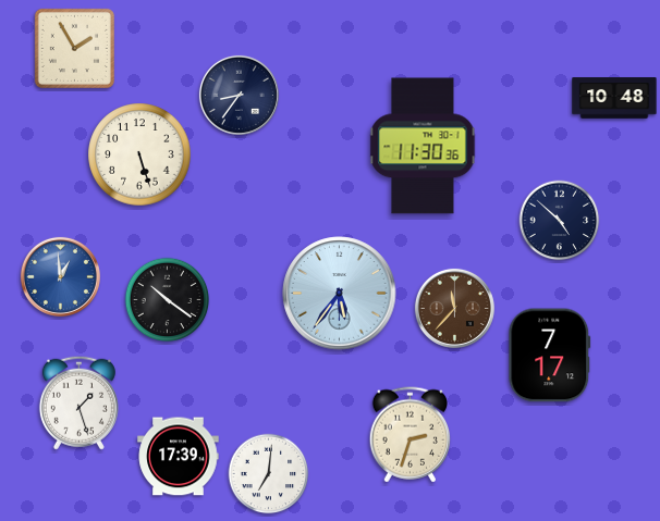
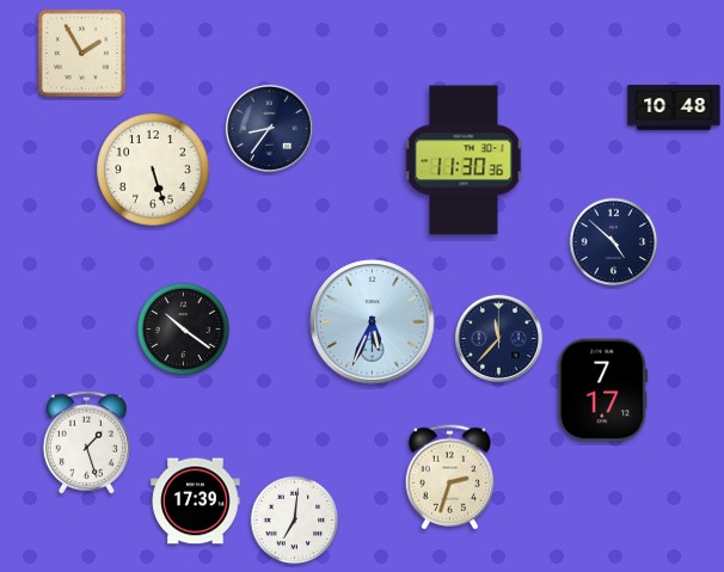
clock at (239, 95) position: (239, 95) -> (269, 128)
clock at (60, 276): 12:59 -> none
clock at (340, 294): 5:36 -> 5:34
clock at (454, 308) dial: brown -> navy
